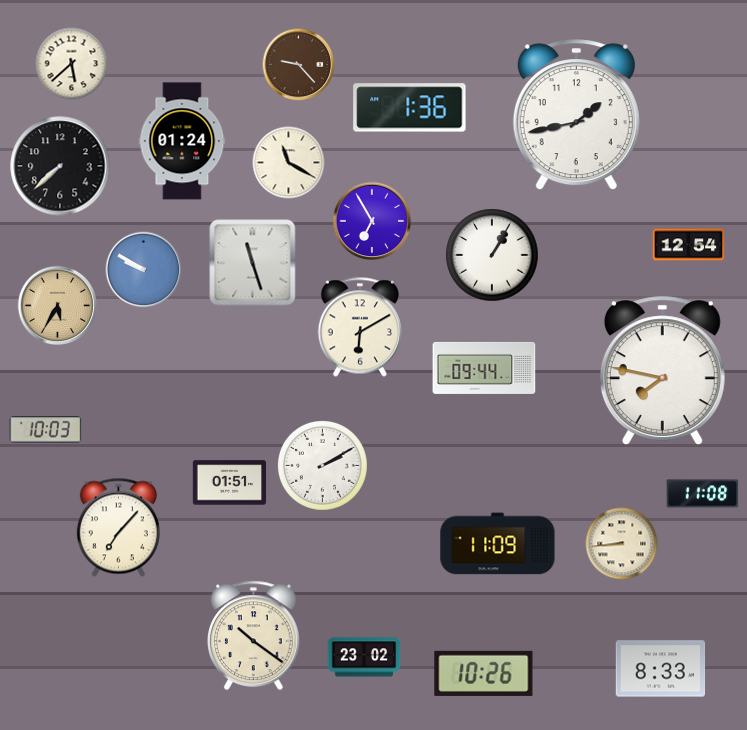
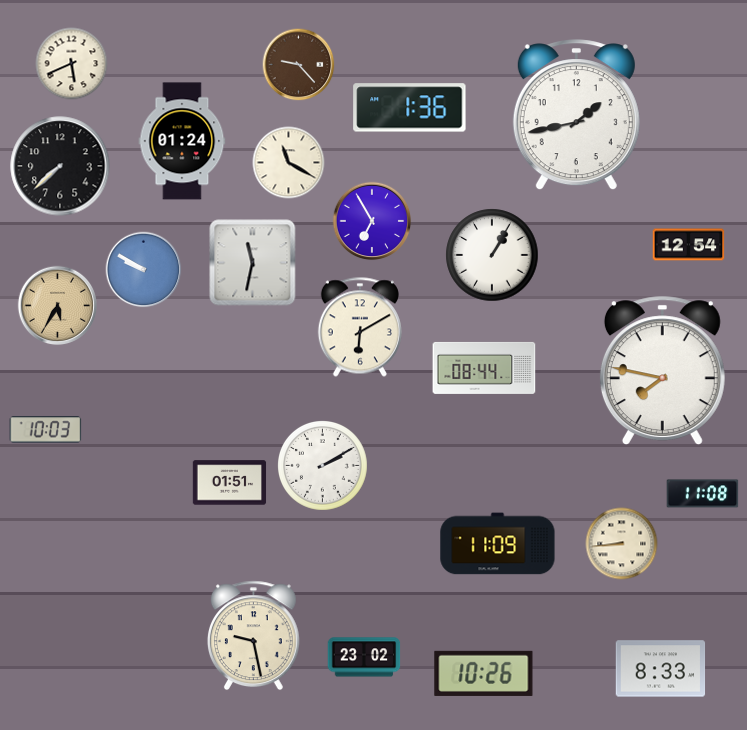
clock at (72, 64): 5:38 -> 5:41
clock at (253, 263): 11:27 -> 11:32
clock at (484, 368): 09:44 -> 08:44
clock at (118, 528): 7:07 -> none
clock at (253, 636): 10:21 -> 9:28
